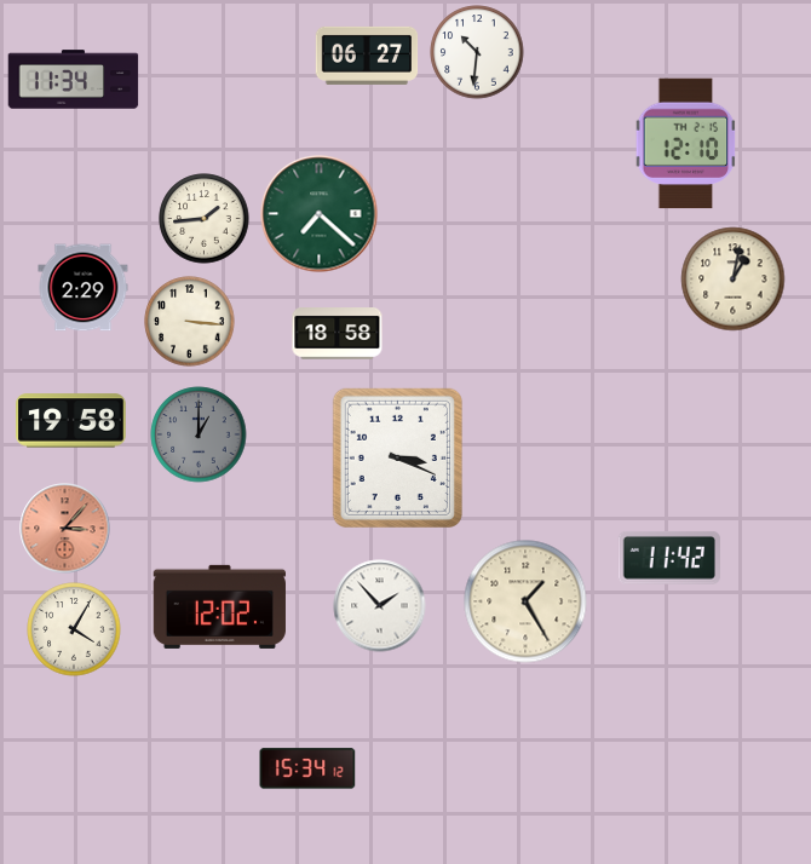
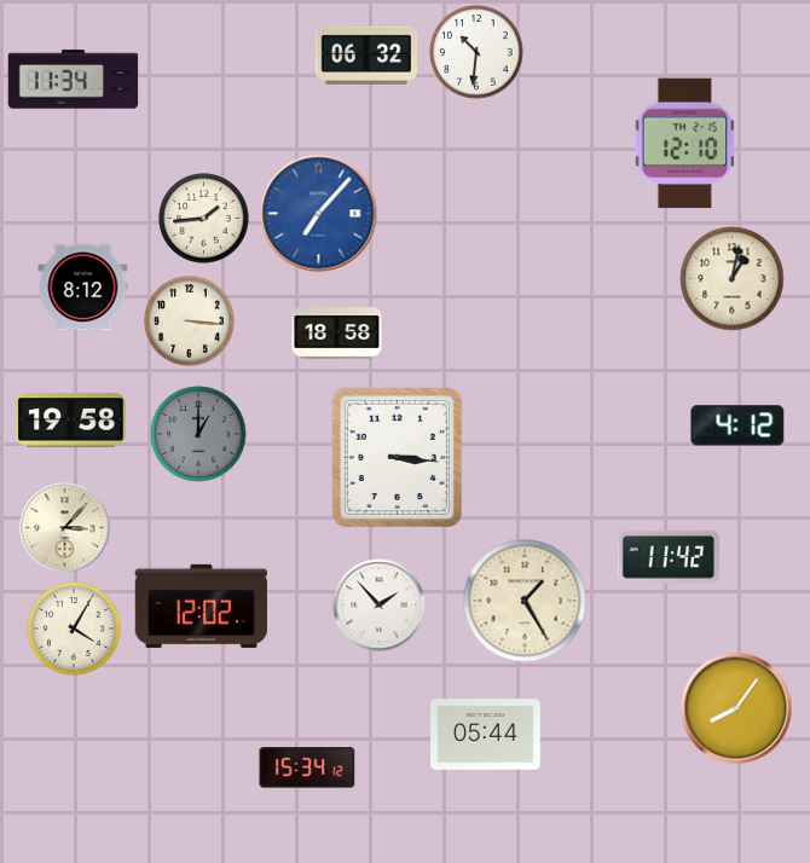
clock at (367, 56): 06:27 -> 06:32
clock at (320, 214): 7:22 -> 7:07
clock at (320, 214) dial: green -> blue
clock at (84, 288): 2:29 -> 8:12
clock at (737, 425): none -> 4:12
clock at (397, 457): 3:19 -> 3:16
clock at (65, 529) dial: salmon -> cream
clock at (219, 606) position: (219, 606) -> (201, 606)
clock at (736, 708): none -> 8:06
clock at (486, 735): none -> 05:44
